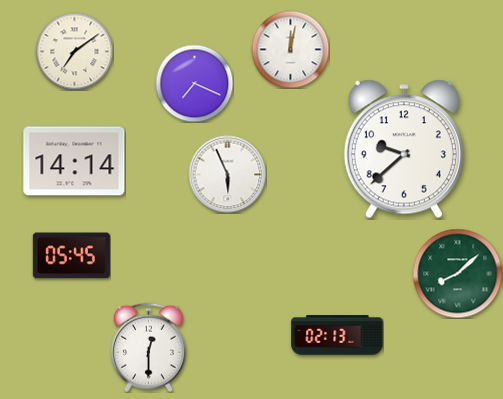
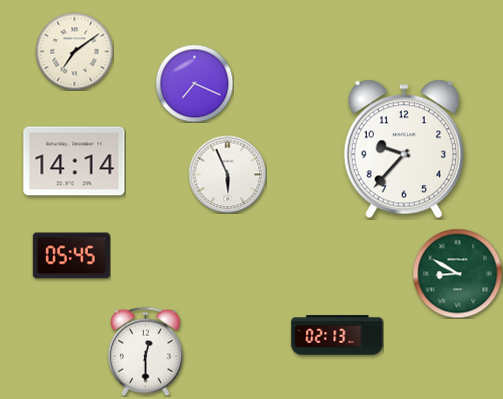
clock at (290, 49): 12:02 -> none
clock at (404, 149): 9:38 -> 9:37
clock at (457, 273): 8:08 -> 8:50
clock at (148, 347) position: (148, 347) -> (145, 351)
